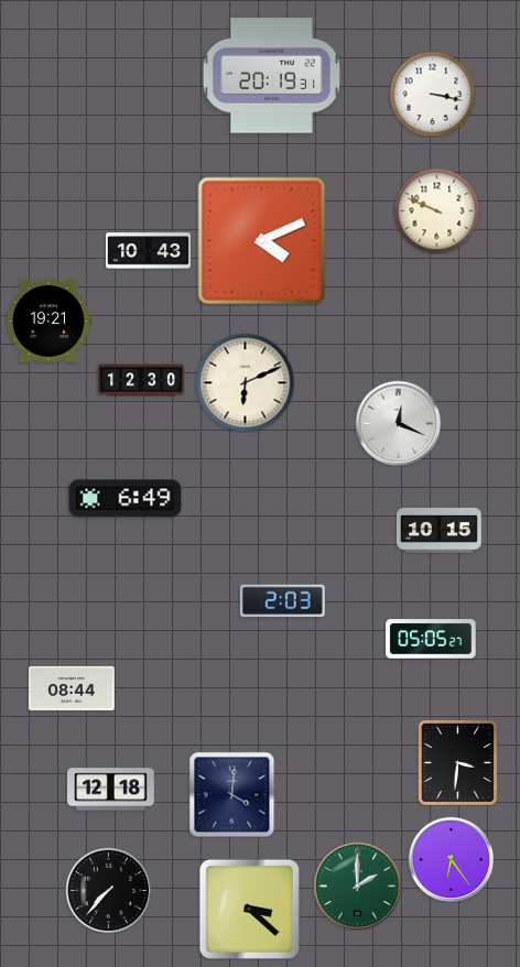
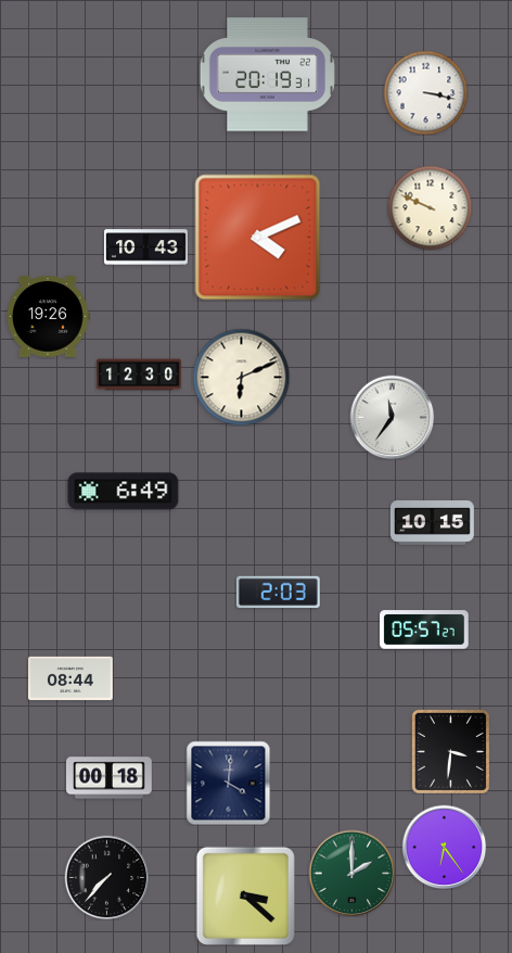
clock at (48, 322): 19:21 -> 19:26
clock at (398, 423): 12:19 -> 11:36
clock at (431, 639): 05:05 -> 05:57
clock at (111, 790): 12:18 -> 00:18
